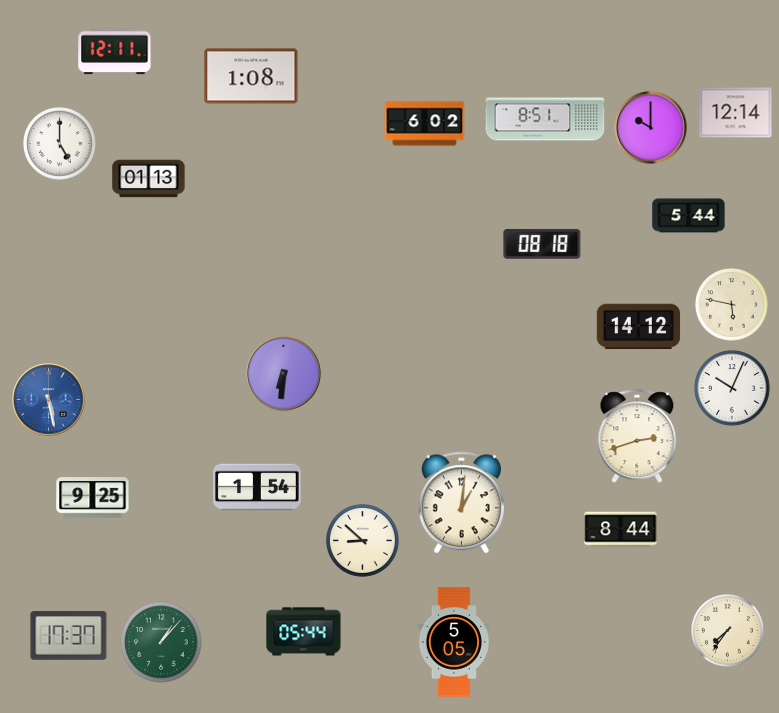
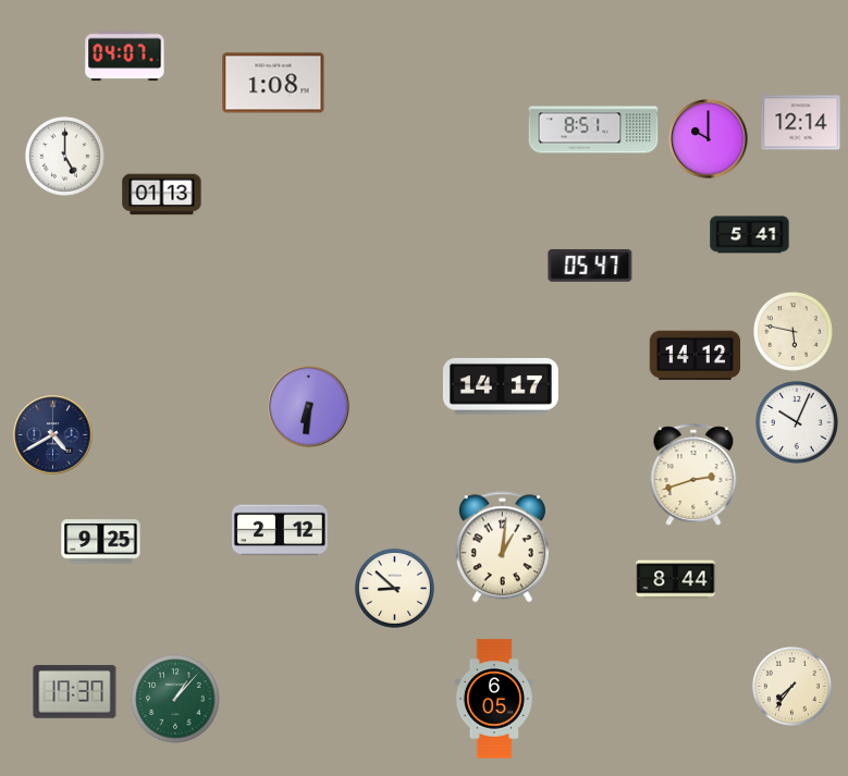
clock at (115, 52): 12:11 -> 04:07
clock at (425, 124): 6:02 -> none
clock at (689, 216): 5:44 -> 5:41
clock at (542, 244): 08:18 -> 05:47
clock at (731, 304) position: (731, 304) -> (792, 331)
clock at (501, 386): none -> 14:17
clock at (49, 400): 5:28 -> 4:40
clock at (49, 400) dial: blue -> navy
clock at (258, 487): 1:54 -> 2:12
clock at (621, 530) position: (621, 530) -> (676, 580)
clock at (304, 632): 05:44 -> none
clock at (453, 642): 5:05 -> 6:05
